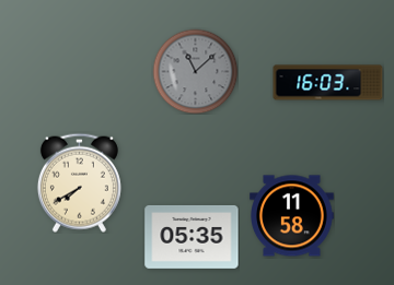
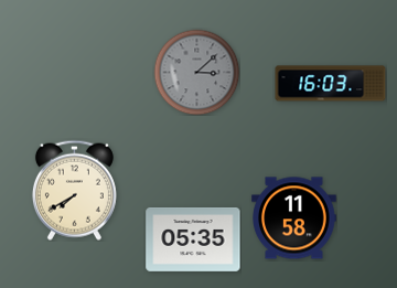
clock at (195, 71): 11:08 -> 3:08
clock at (79, 182) position: (79, 182) -> (74, 190)
